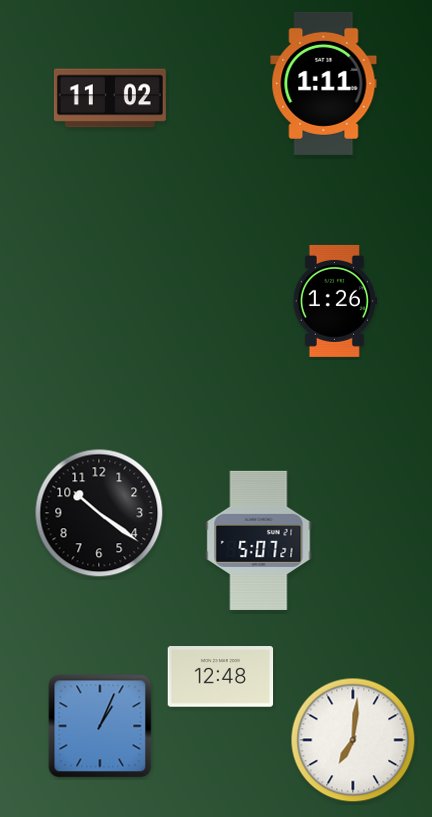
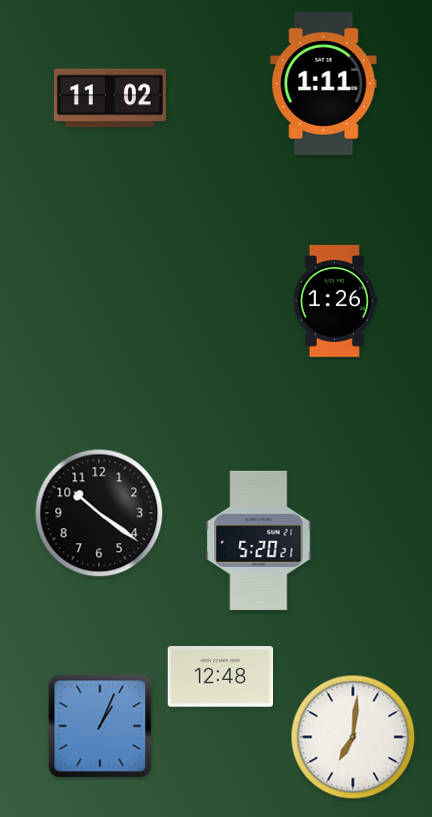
clock at (259, 540): 5:07 -> 5:20
clock at (353, 740) position: (353, 740) -> (353, 737)
